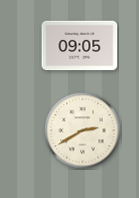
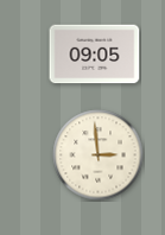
clock at (83, 131): 2:40 -> 2:59
